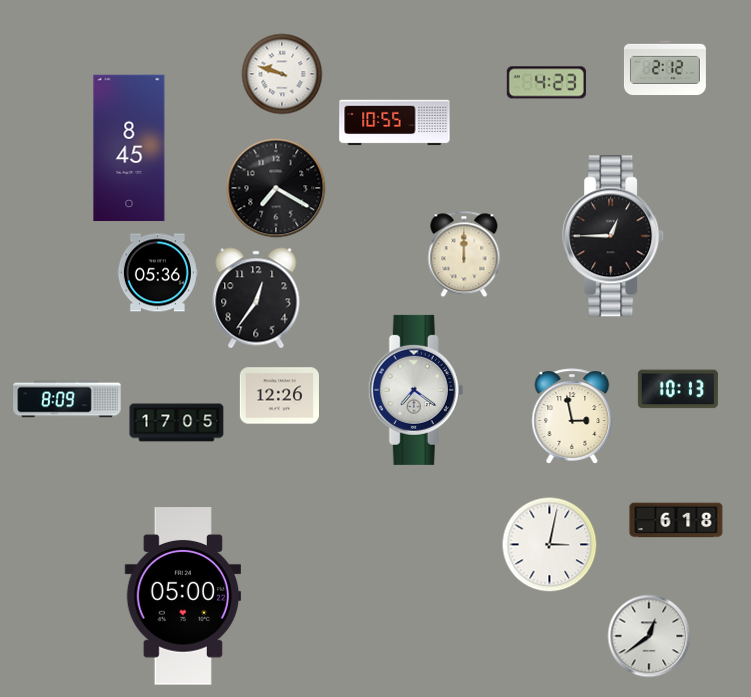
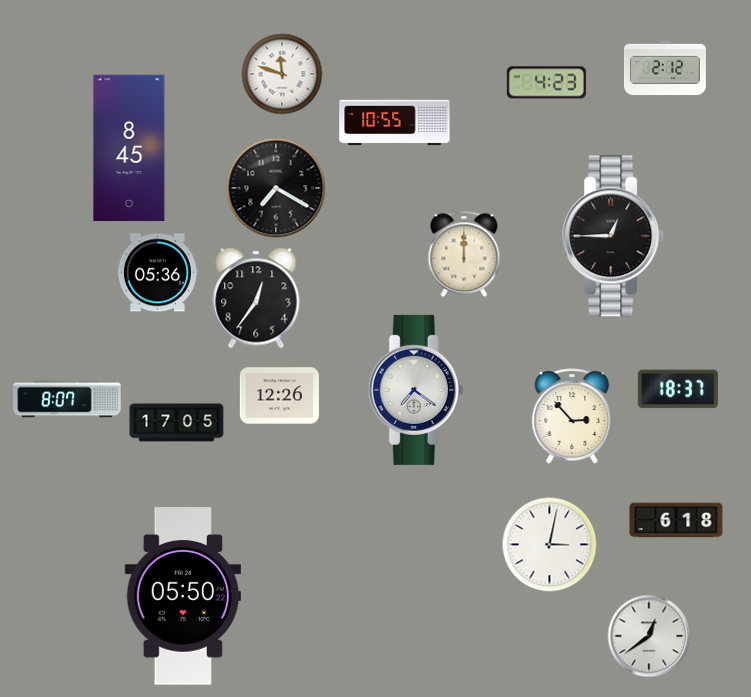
clock at (282, 74): 9:48 -> 11:48
clock at (678, 389): 10:13 -> 18:37
clock at (67, 399): 8:09 -> 8:07
clock at (572, 416): 2:58 -> 2:53
clock at (182, 596): 05:00 -> 05:50
